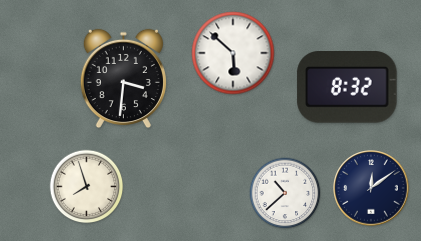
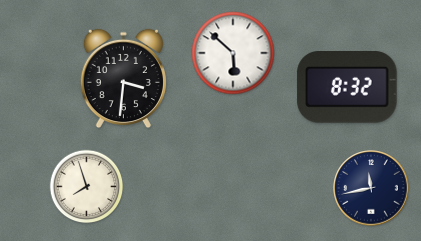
clock at (371, 188): 12:09 -> 11:43
clock at (285, 193): 10:38 -> none
